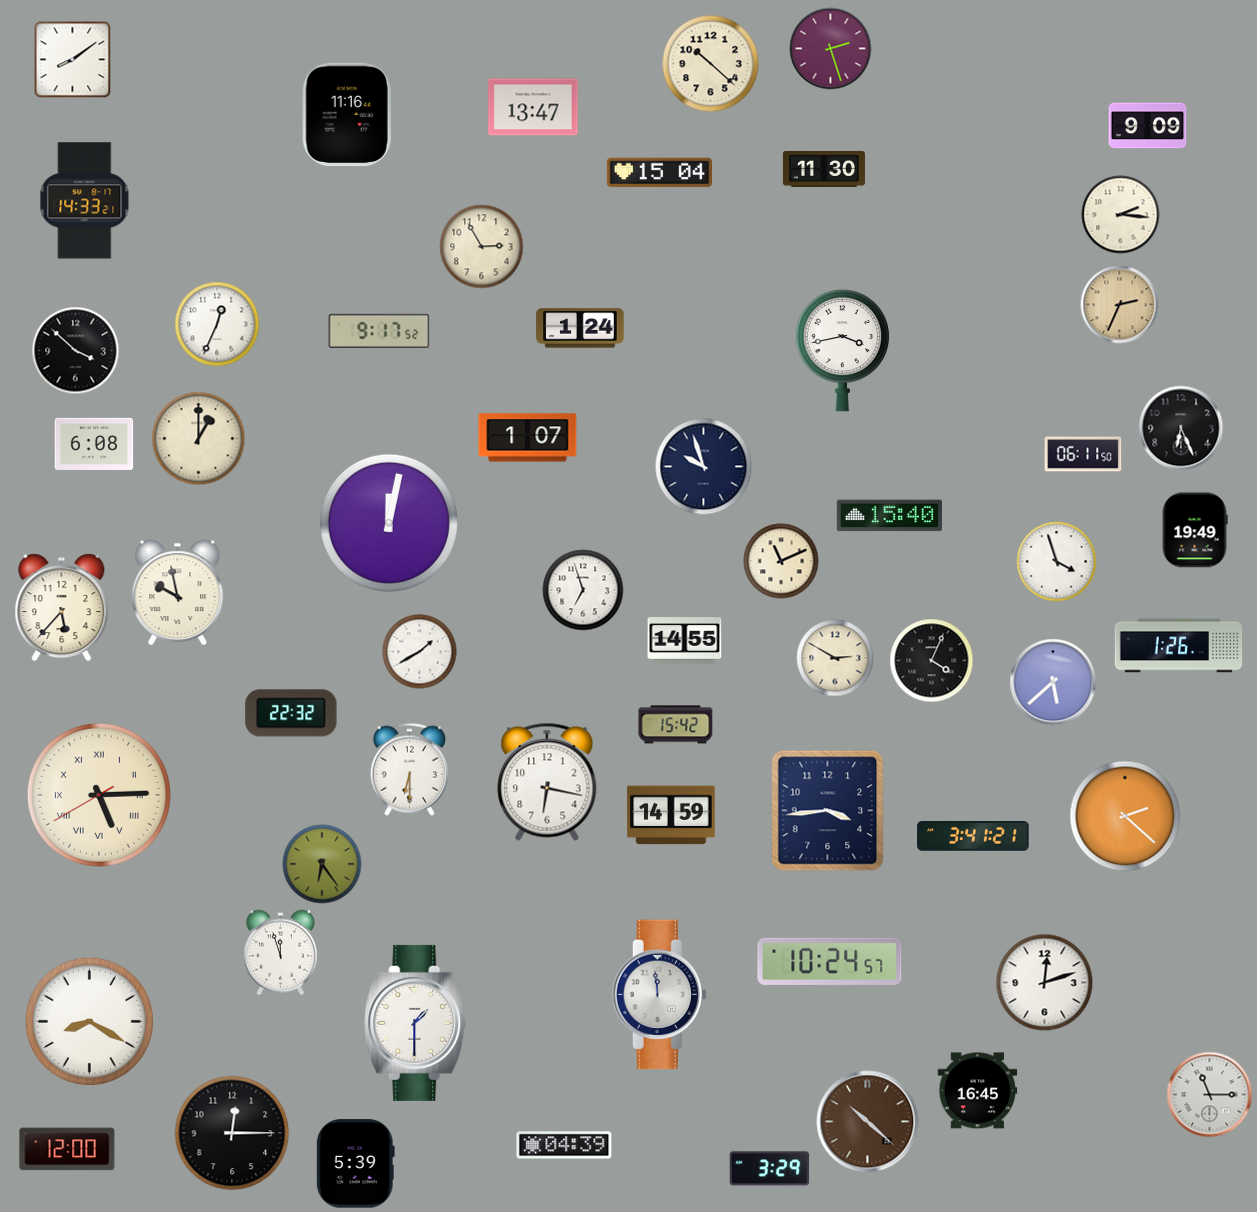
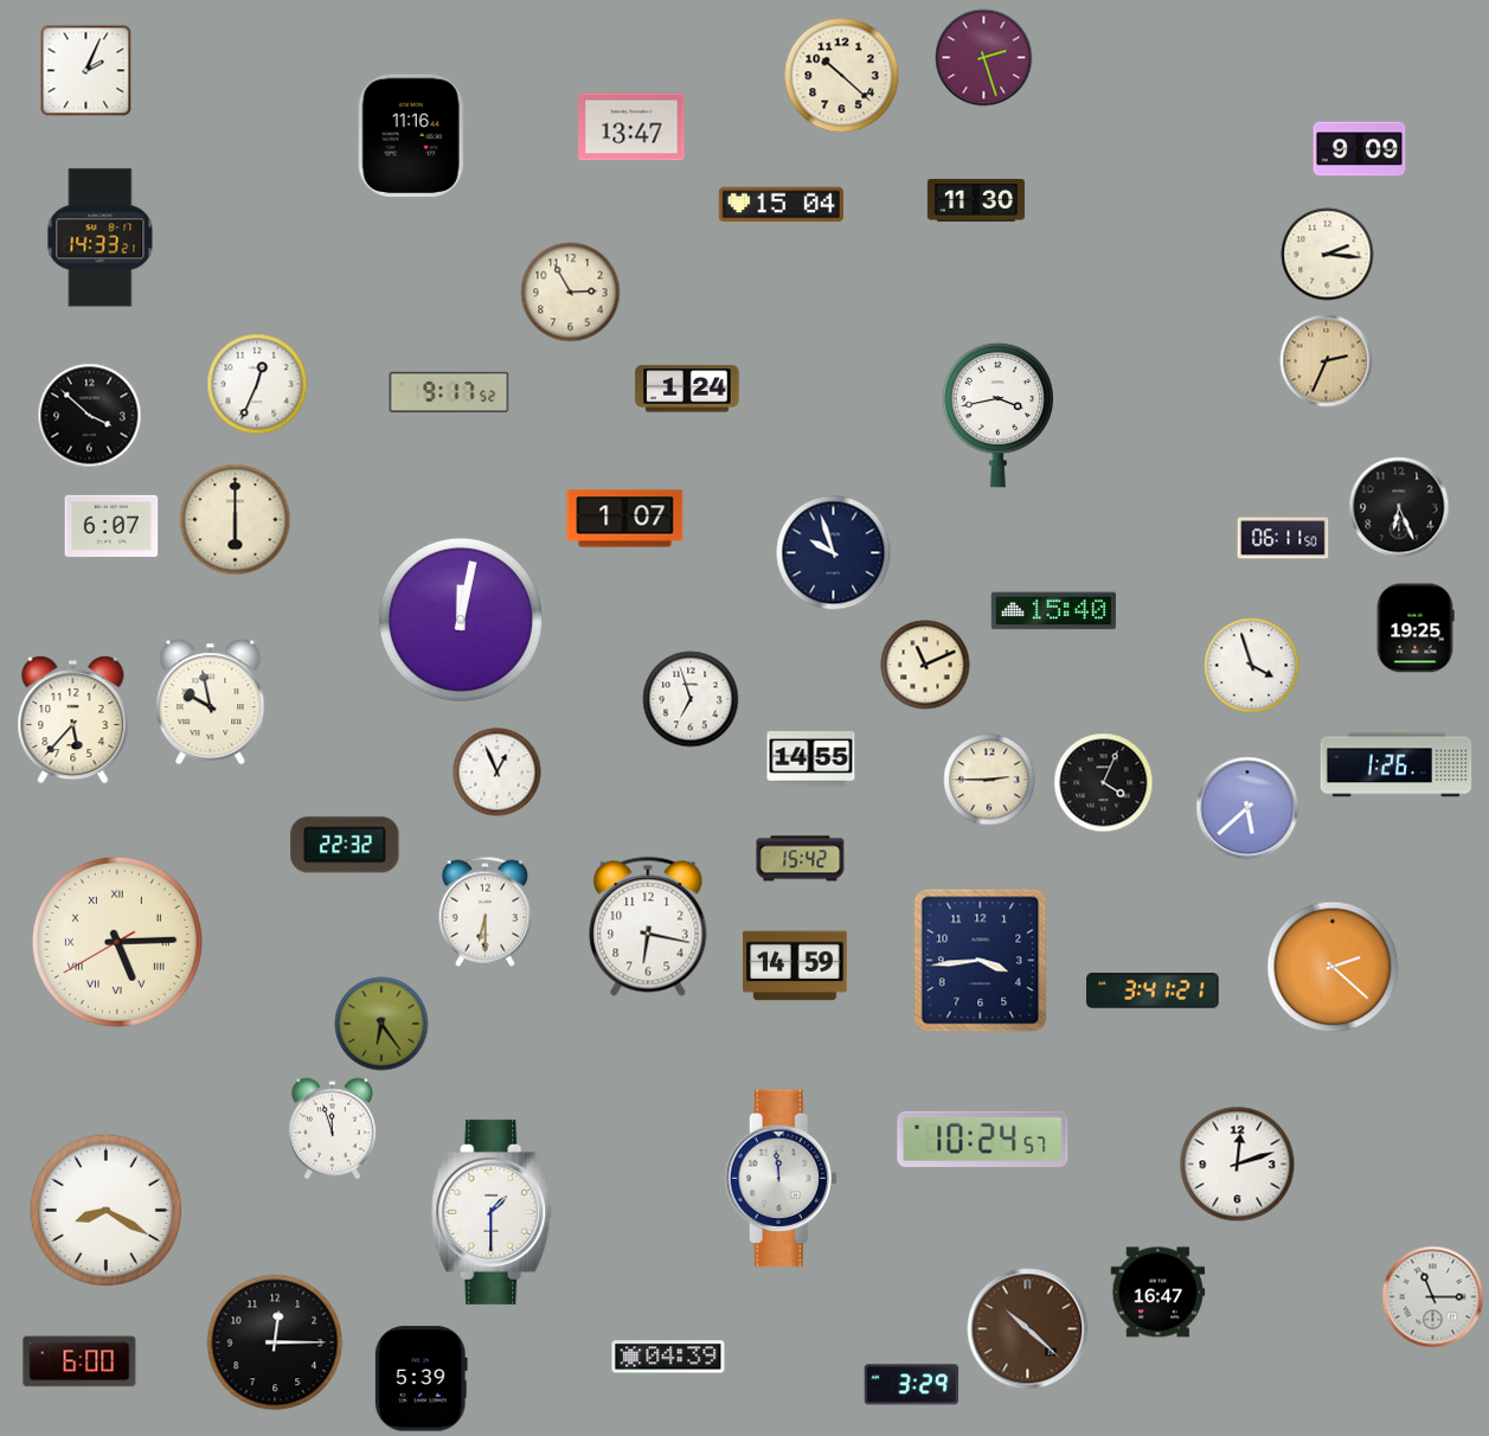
clock at (73, 60): 8:09 -> 2:04
clock at (199, 439): 1:00 -> 6:00
clock at (94, 444): 6:08 -> 6:07
clock at (1195, 530): 19:49 -> 19:25
clock at (420, 652): 1:40 -> 12:56
clock at (835, 658): 2:50 -> 2:45
clock at (978, 1091): 16:45 -> 16:47
clock at (67, 1149): 12:00 -> 6:00
